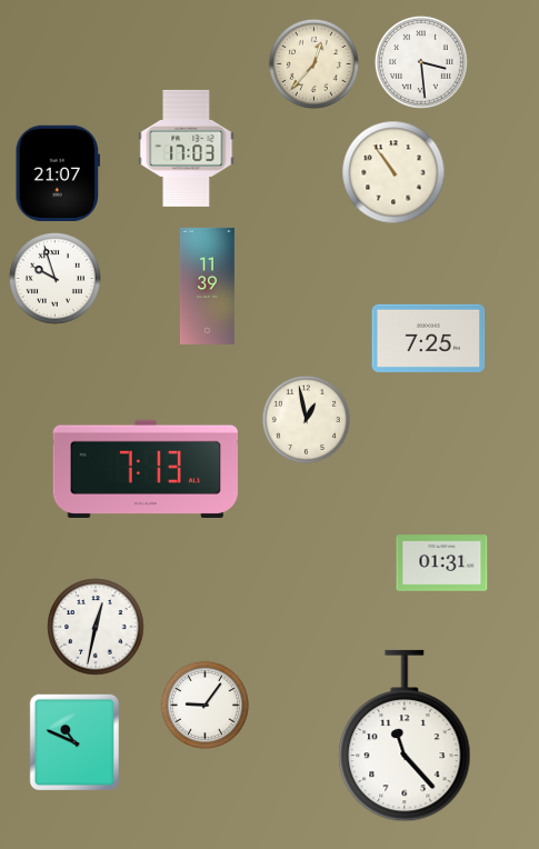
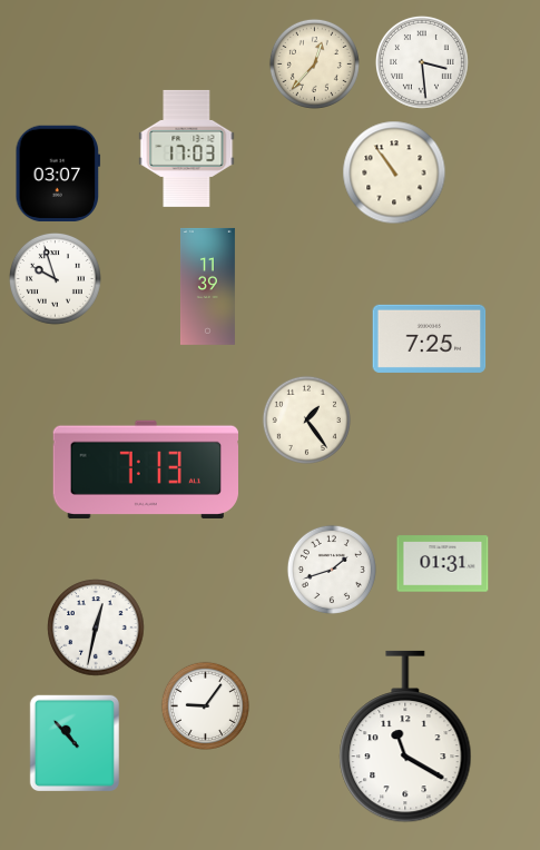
clock at (58, 173): 21:07 -> 03:07
clock at (306, 419): 12:58 -> 1:24
clock at (332, 570): none -> 1:42
clock at (405, 736): 11:23 -> 11:20
clock at (73, 741): 10:49 -> 10:53
